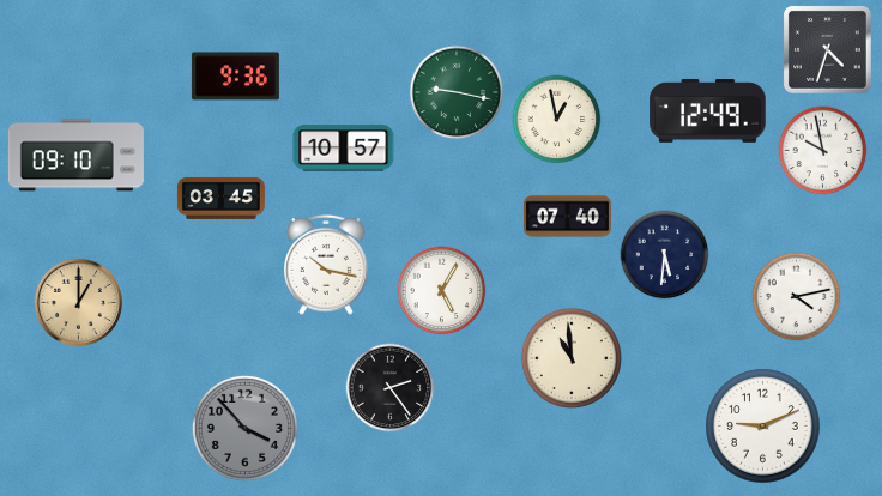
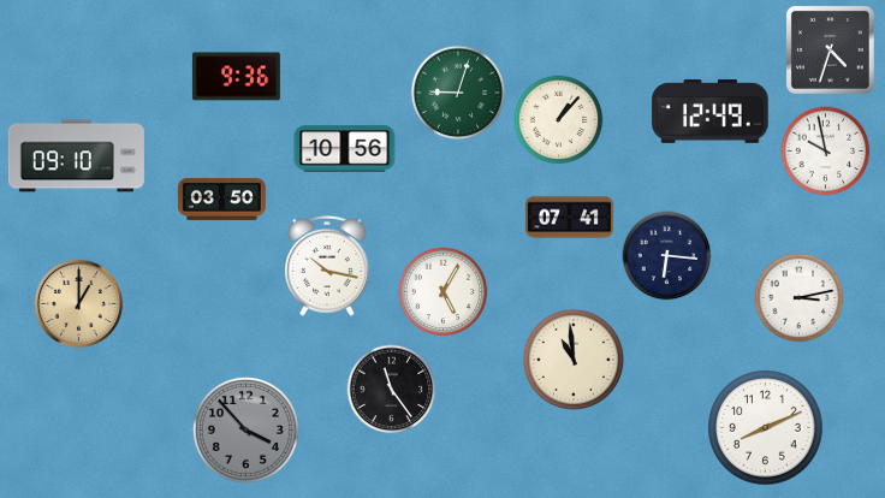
clock at (457, 92): 9:17 -> 9:03
clock at (557, 120): 12:58 -> 1:07
clock at (344, 149): 10:57 -> 10:56
clock at (220, 198): 03:45 -> 03:50
clock at (567, 217): 07:40 -> 07:41
clock at (665, 255): 5:31 -> 6:16
clock at (797, 297): 4:13 -> 3:13
clock at (391, 388): 2:24 -> 11:24
clock at (763, 427): 9:11 -> 8:11
